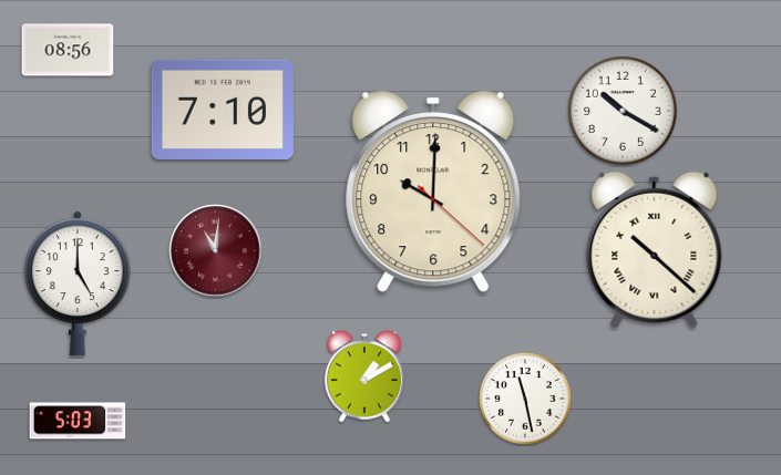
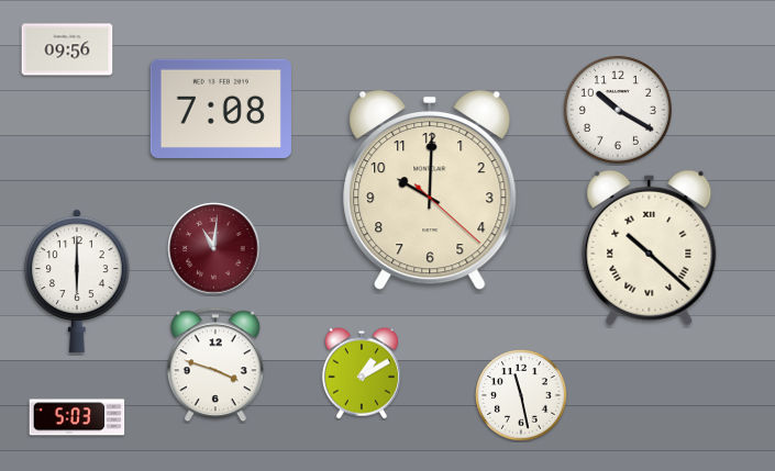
clock at (68, 50): 08:56 -> 09:56
clock at (223, 110): 7:10 -> 7:08
clock at (79, 283): 5:00 -> 6:00
clock at (215, 365): none -> 3:48
